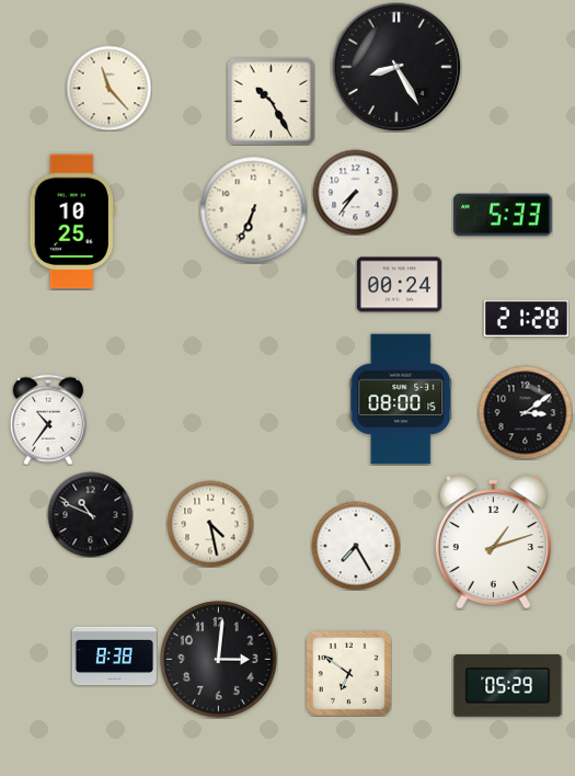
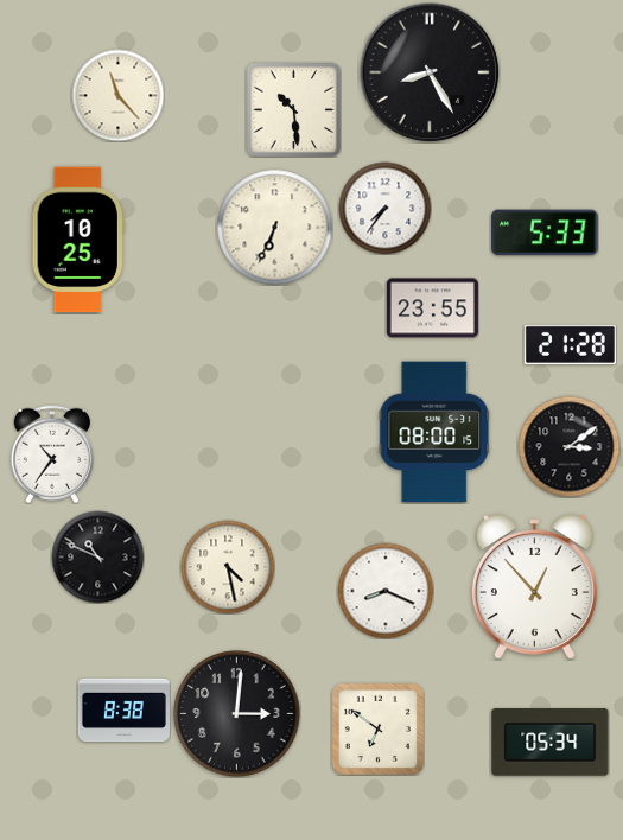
clock at (271, 101): 10:25 -> 10:29
clock at (399, 285): 00:24 -> 23:55
clock at (493, 541): 1:12 -> 12:53
clock at (356, 546): 7:25 -> 8:19
clock at (508, 686): 05:29 -> 05:34
